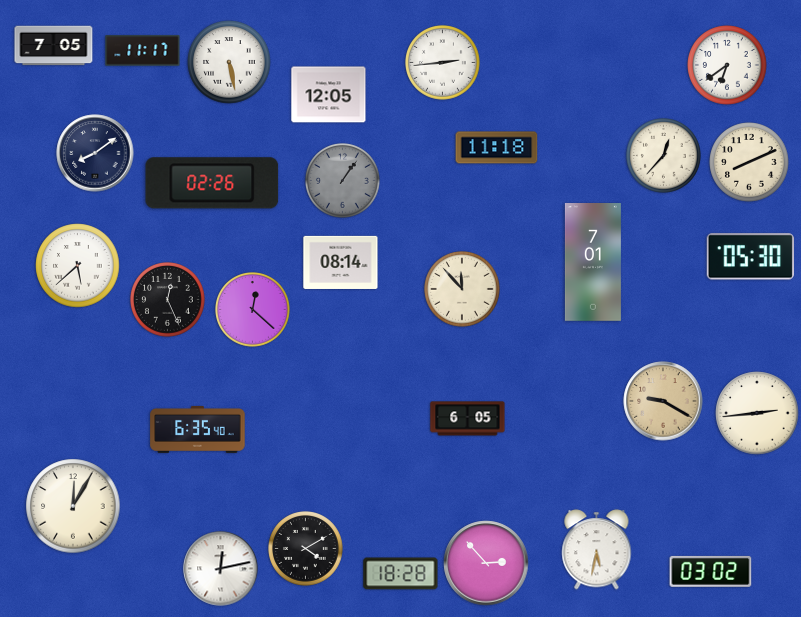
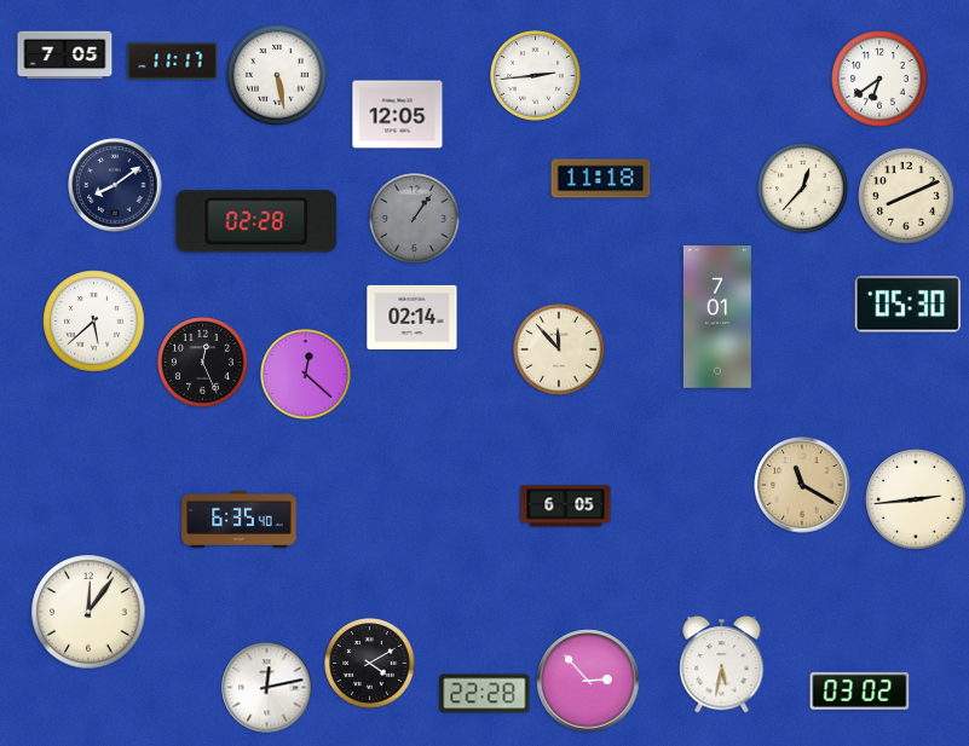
clock at (212, 183): 02:26 -> 02:28
clock at (750, 257) position: (750, 257) -> (907, 305)
clock at (341, 262): 08:14 -> 02:14
clock at (663, 401): 9:20 -> 11:20
clock at (73, 506): 12:05 -> 12:06
clock at (401, 574): 18:28 -> 22:28
